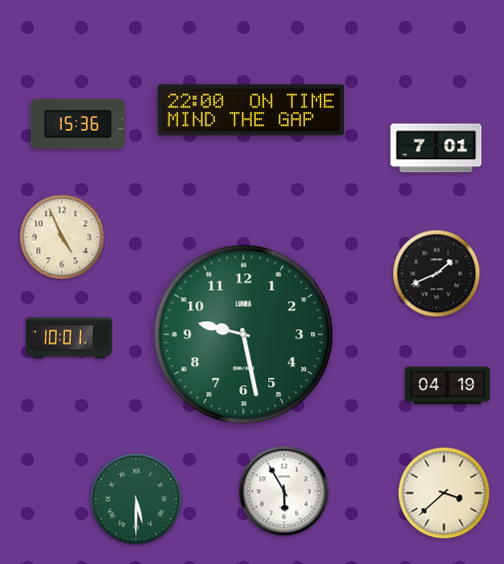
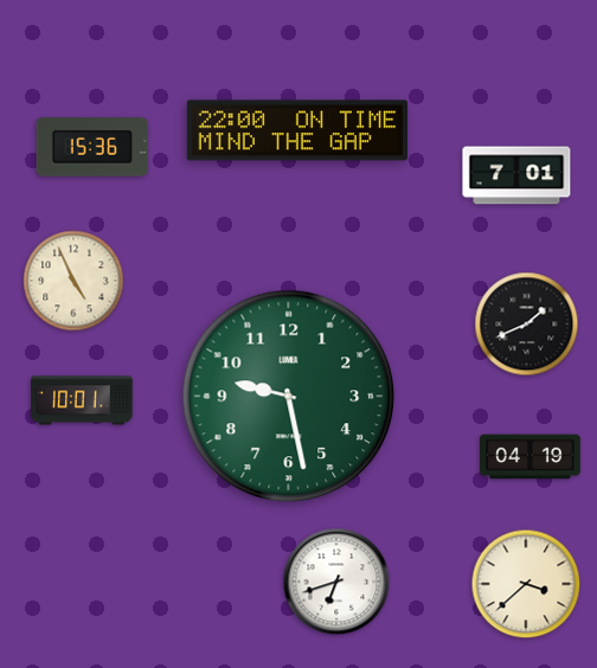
clock at (437, 274) position: (437, 274) -> (527, 325)
clock at (284, 491): 5:55 -> 6:42
clock at (136, 499): 5:30 -> none
